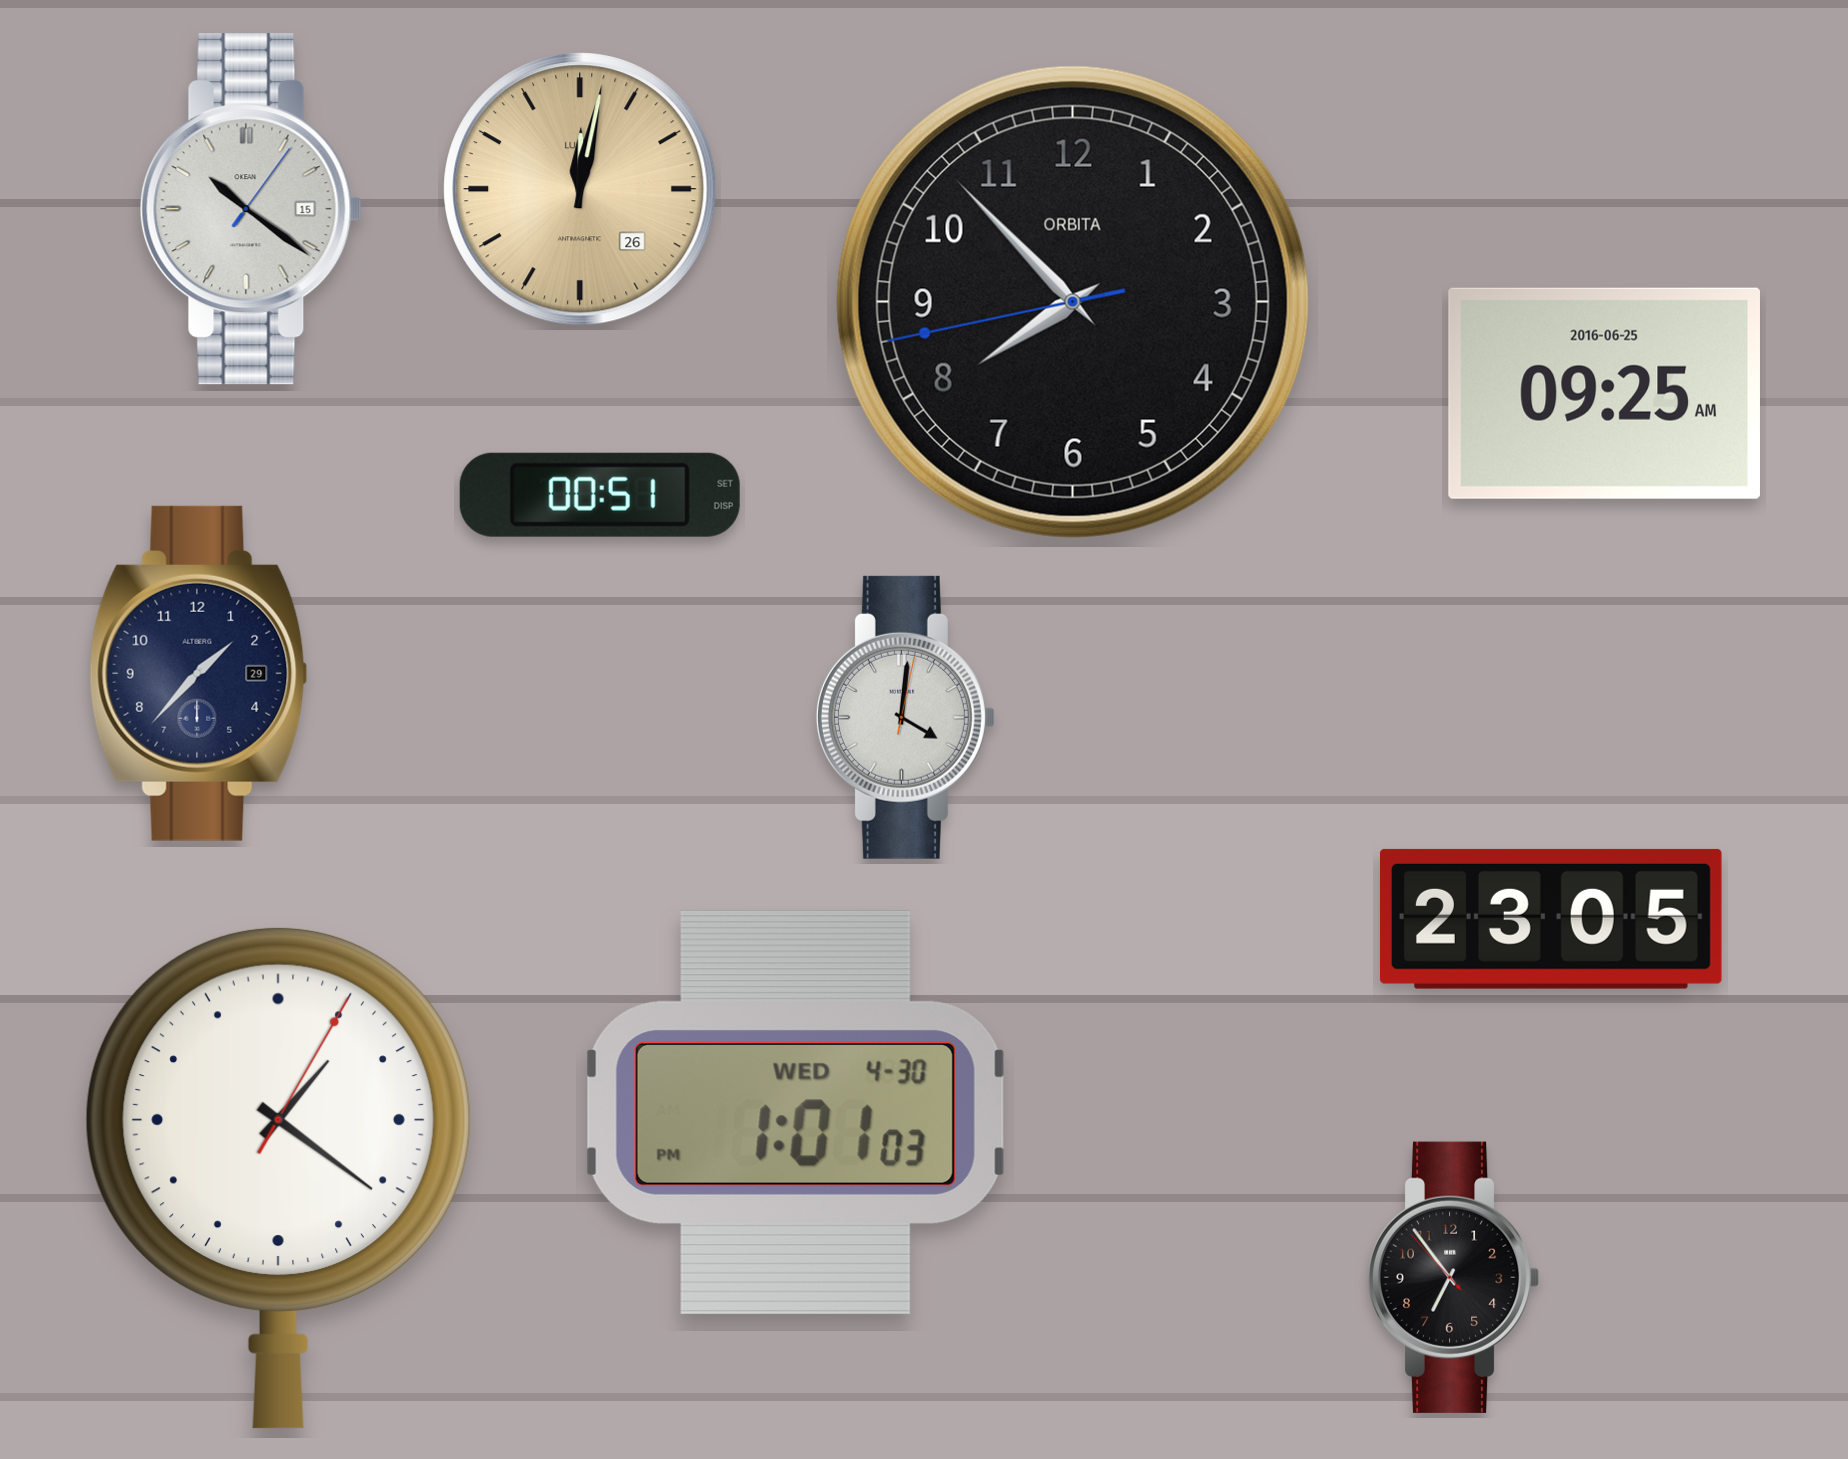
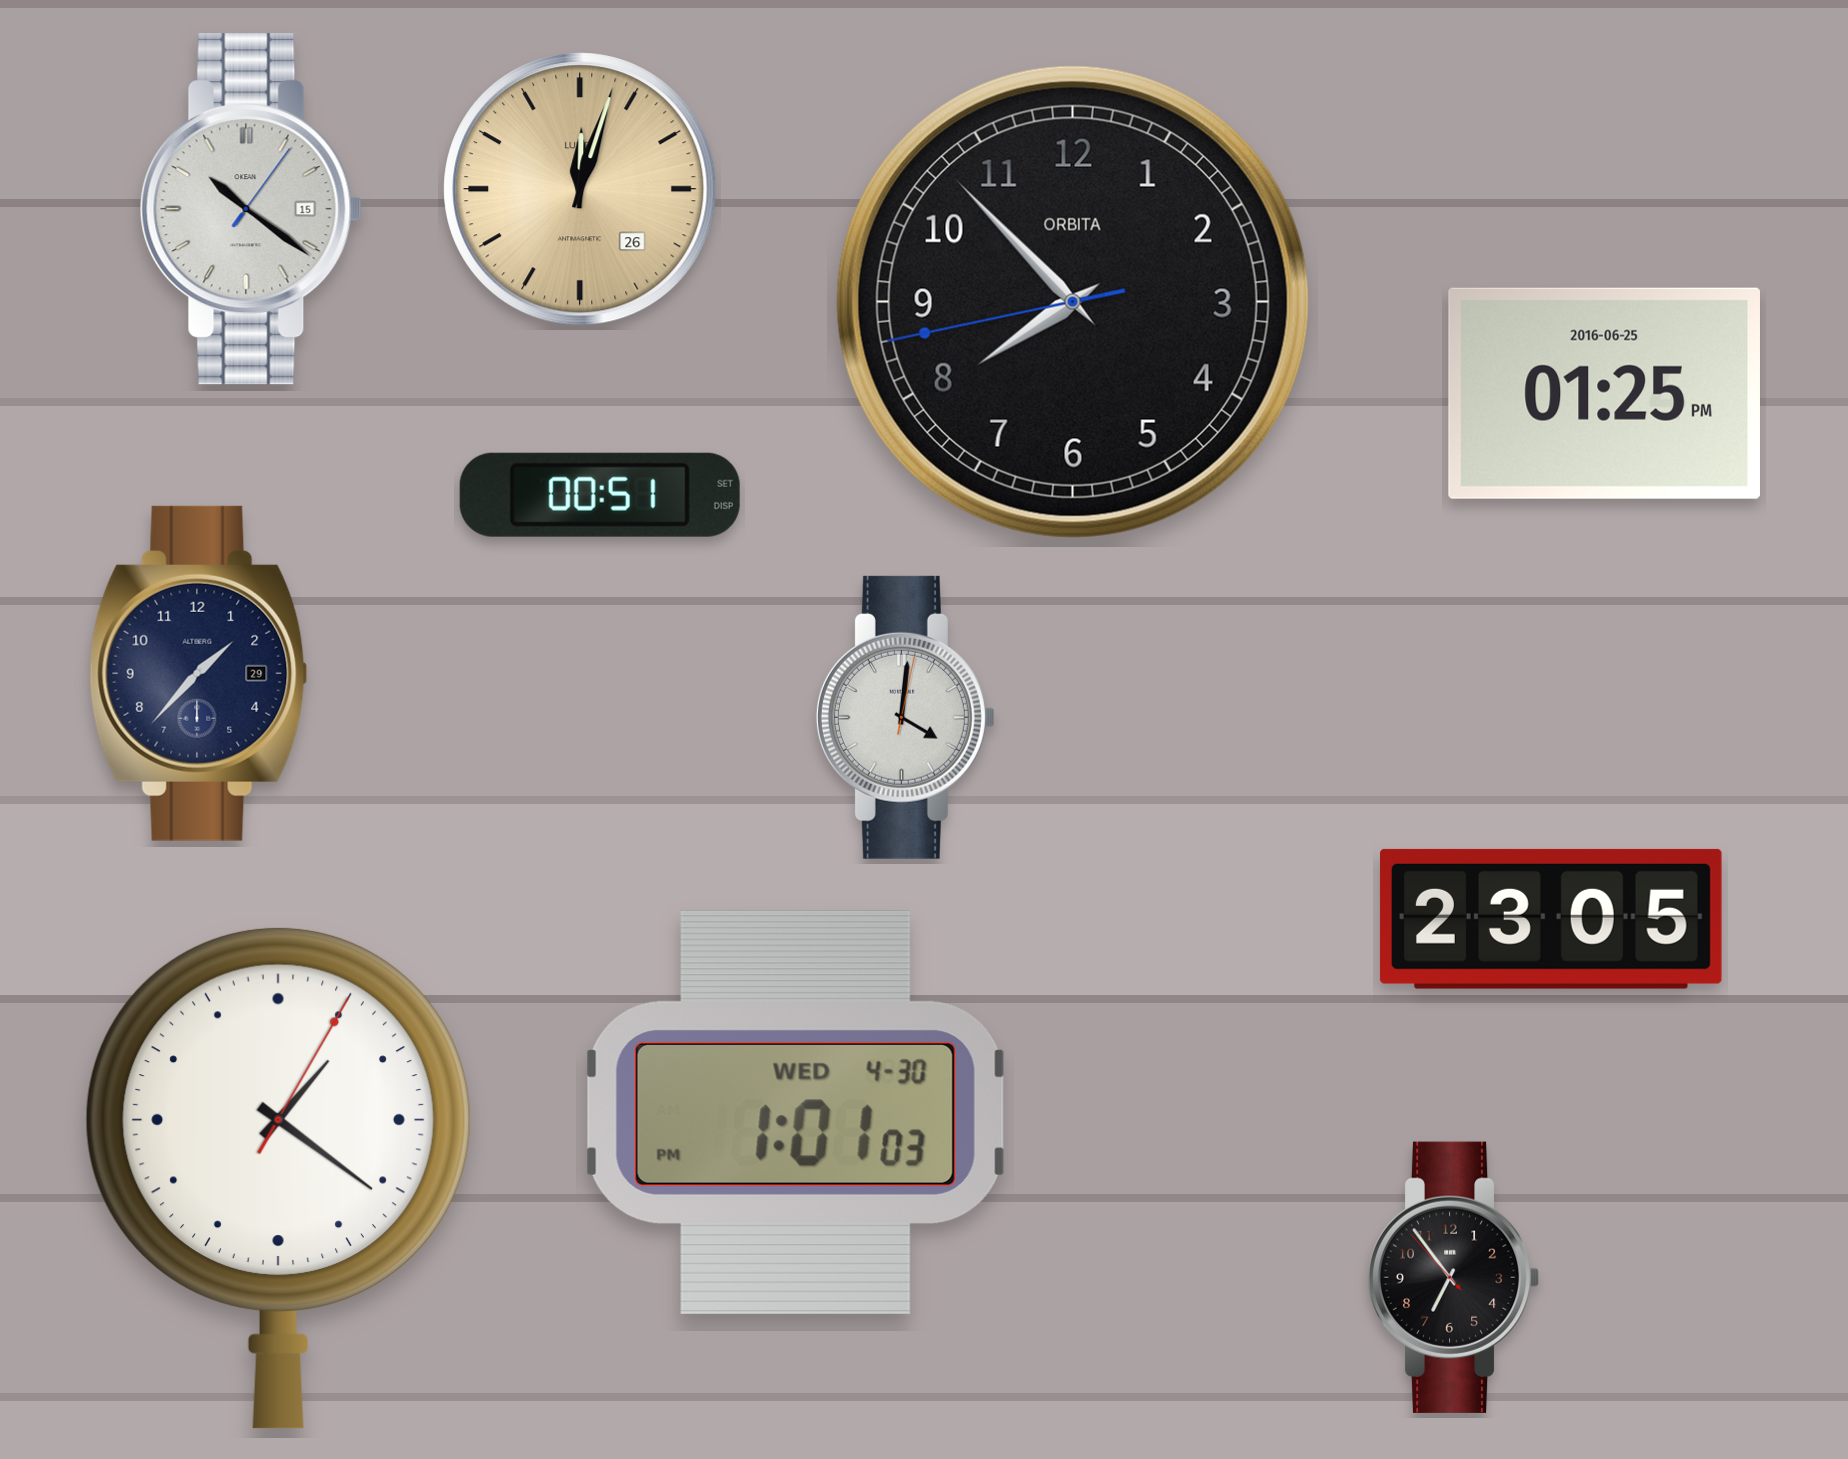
clock at (580, 189): 12:02 -> 12:03
clock at (1604, 393): 09:25 -> 01:25
